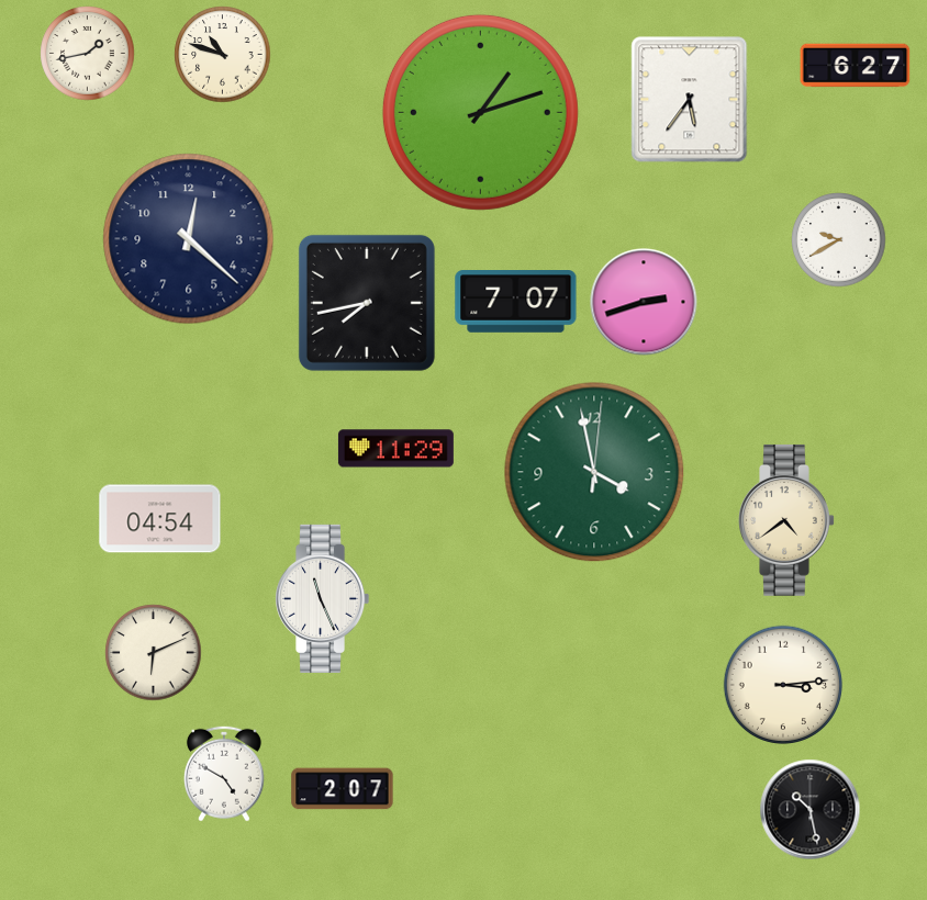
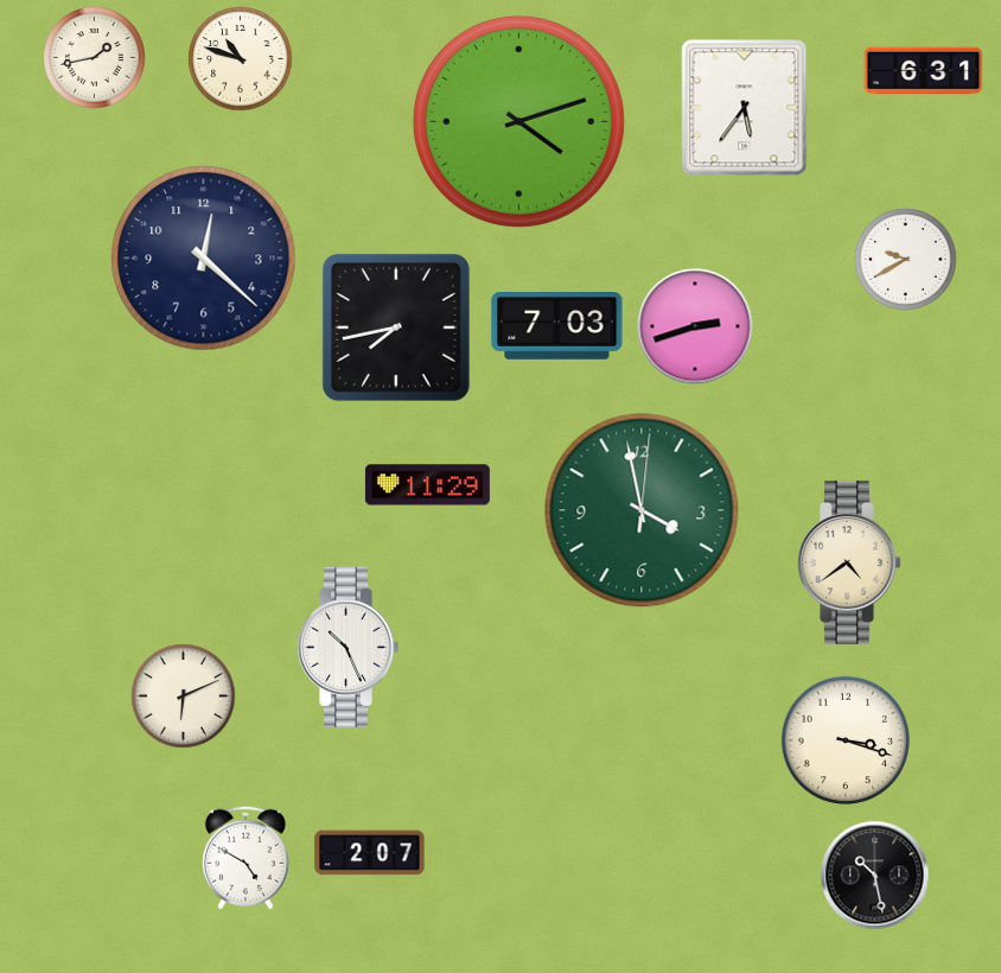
clock at (856, 66): 6:27 -> 6:31
clock at (480, 112): 1:12 -> 4:12
clock at (516, 302): 7:07 -> 7:03
clock at (160, 519): 04:54 -> none
clock at (322, 598): 11:26 -> 10:26
clock at (154, 653) position: (154, 653) -> (184, 697)
clock at (782, 684): 3:14 -> 3:18
clock at (224, 774) position: (224, 774) -> (246, 858)
